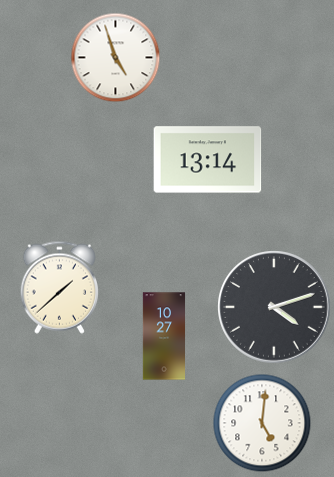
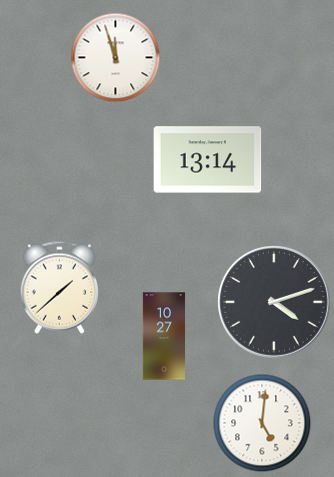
clock at (115, 57): 4:57 -> 11:57
clock at (275, 308) position: (275, 308) -> (275, 303)
